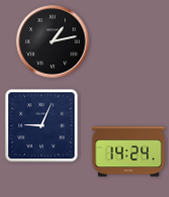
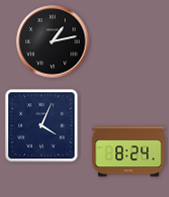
clock at (42, 126): 9:04 -> 4:04
clock at (129, 152): 14:24 -> 8:24
